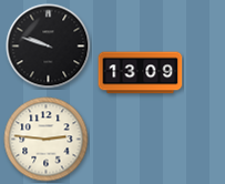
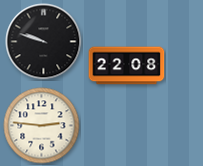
clock at (141, 73): 13:09 -> 22:08
